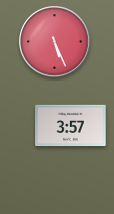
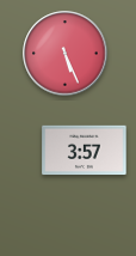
clock at (55, 42) position: (55, 42) -> (66, 54)
